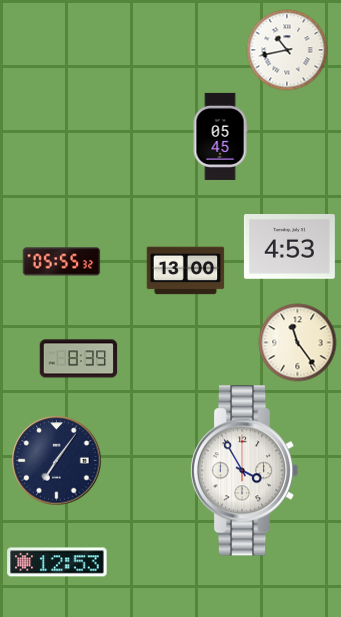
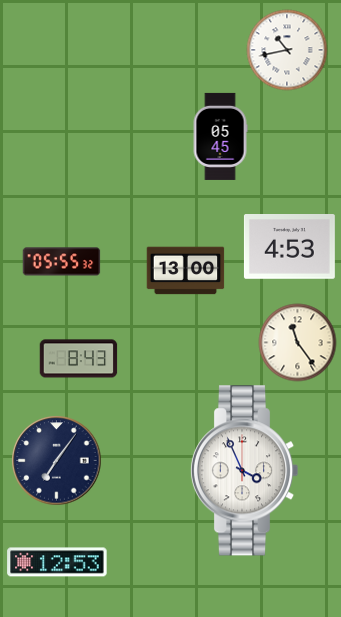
clock at (78, 359): 8:39 -> 8:43
clock at (244, 471): 3:55 -> 3:56
